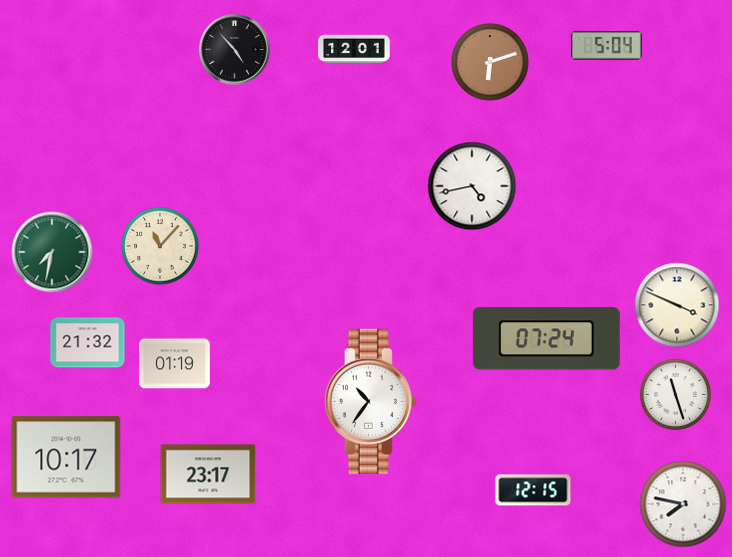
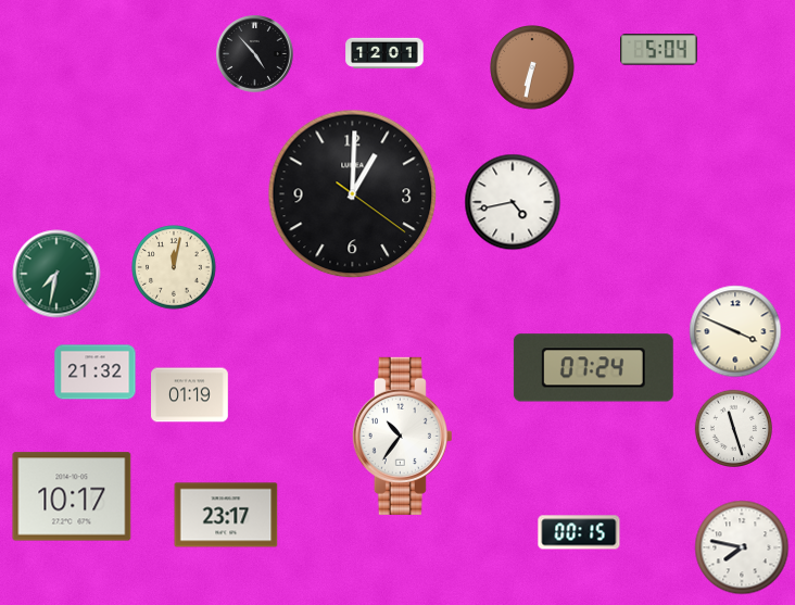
clock at (490, 62): 6:12 -> 6:32
clock at (353, 194): none -> 1:00
clock at (160, 246): 11:07 -> 12:02
clock at (533, 490): 12:15 -> 00:15
